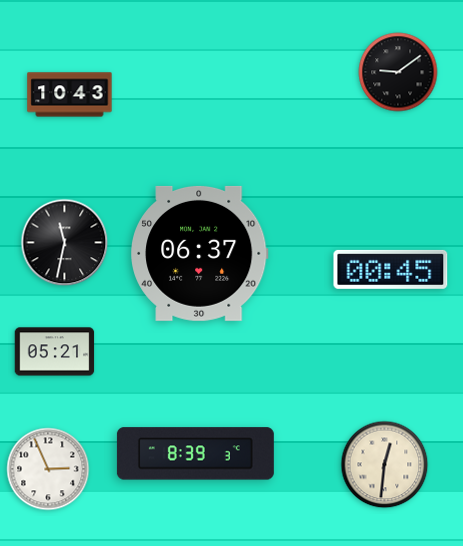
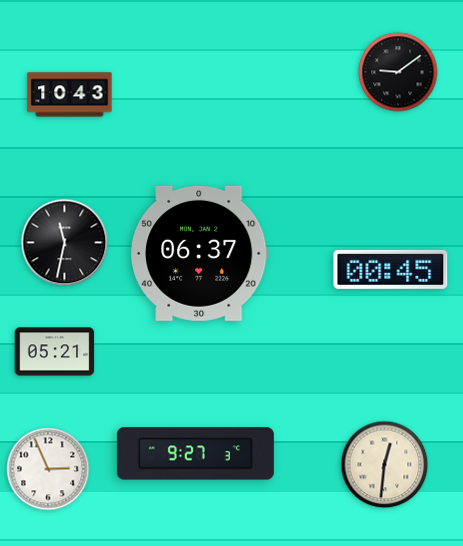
clock at (195, 454): 8:39 -> 9:27
